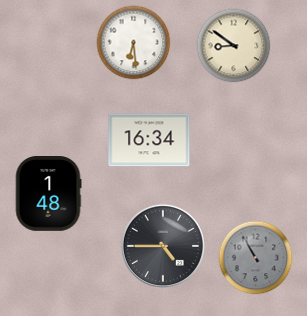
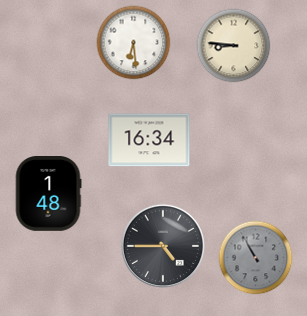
clock at (234, 46): 8:51 -> 8:46
